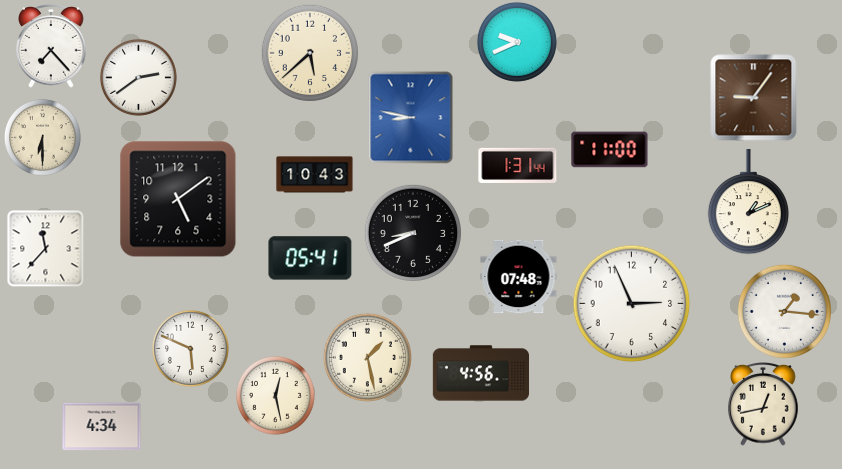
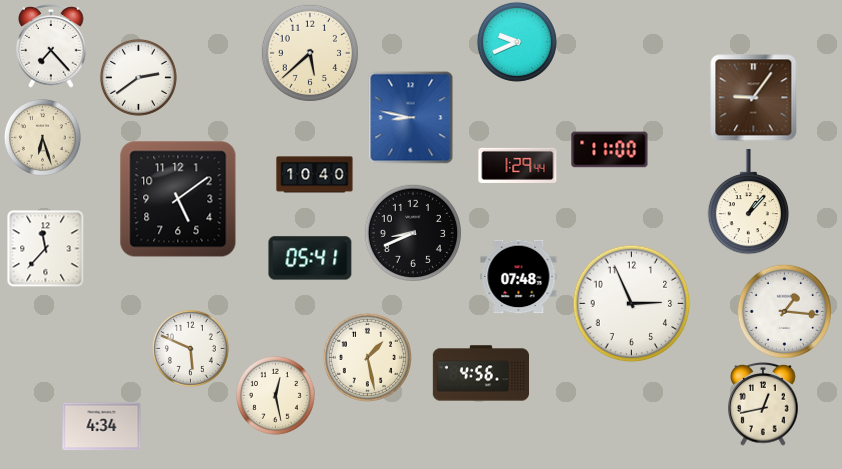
clock at (42, 137): 6:30 -> 6:27
clock at (518, 165): 1:31 -> 1:29
clock at (315, 175): 10:43 -> 10:40
clock at (748, 203): 1:11 -> 1:07
